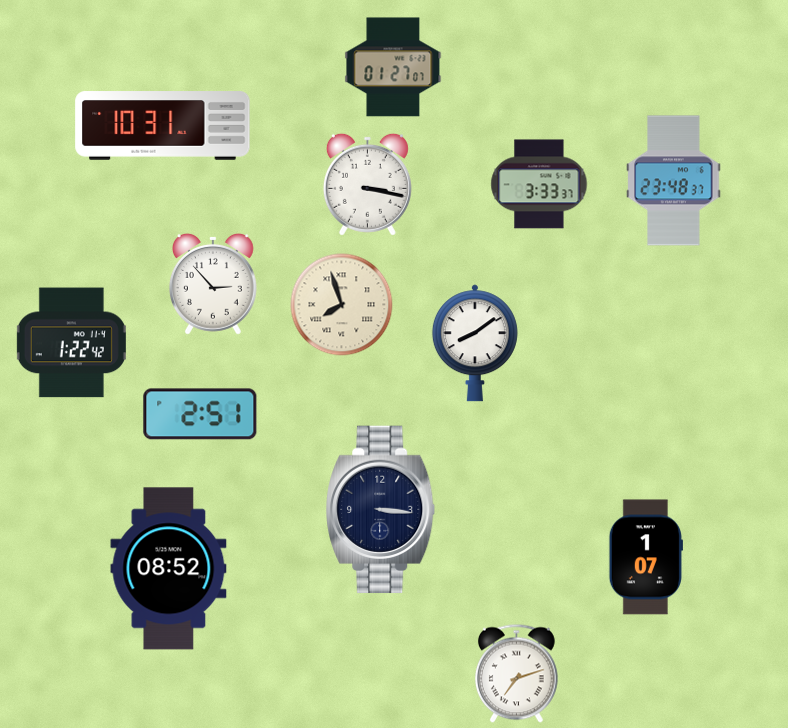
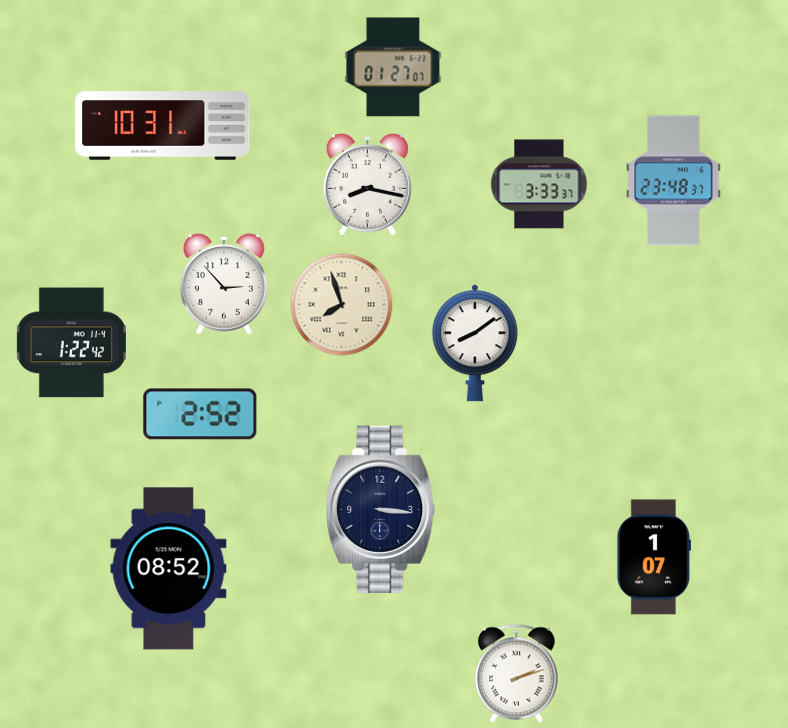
clock at (367, 184): 3:17 -> 8:17
clock at (213, 284) position: (213, 284) -> (224, 284)
clock at (200, 414): 2:51 -> 2:52
clock at (646, 557) position: (646, 557) -> (654, 557)
clock at (516, 674): 7:12 -> 2:12
